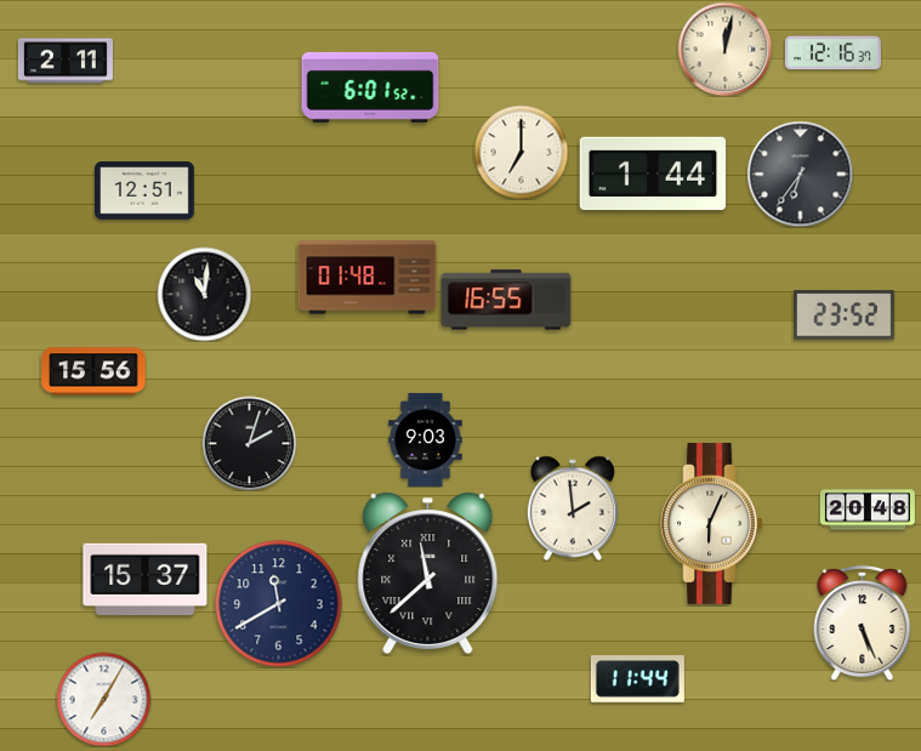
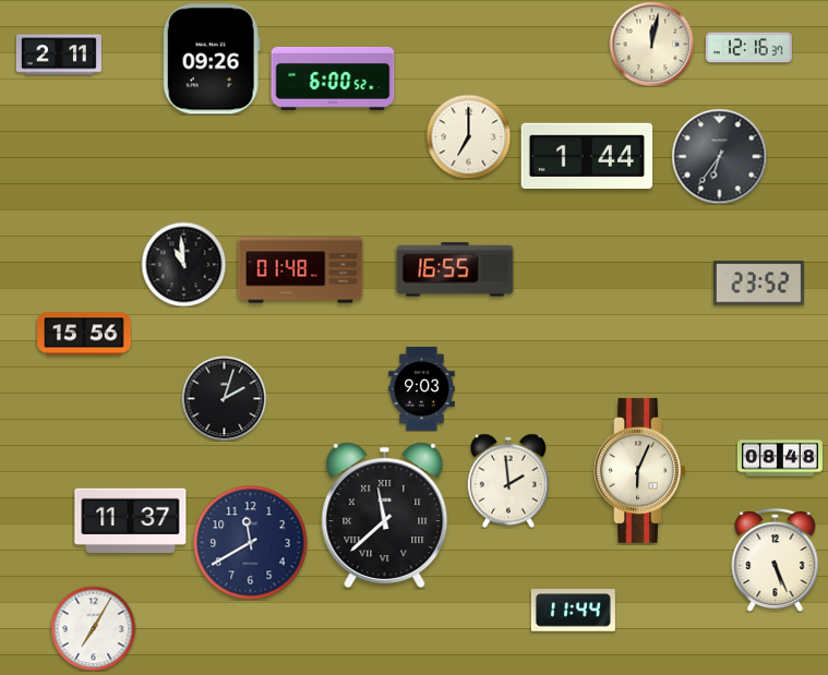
clock at (212, 59): none -> 09:26
clock at (370, 87): 6:01 -> 6:00
clock at (146, 190): 12:51 -> none
clock at (368, 278) position: (368, 278) -> (301, 270)
clock at (204, 294): 11:01 -> 10:59
clock at (426, 439) position: (426, 439) -> (422, 388)
clock at (573, 508) position: (573, 508) -> (508, 481)
clock at (868, 510): 20:48 -> 08:48
clock at (146, 579): 15:37 -> 11:37
